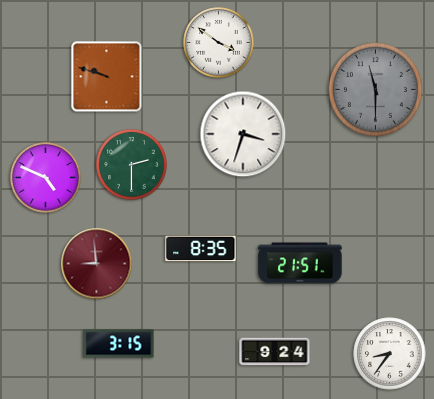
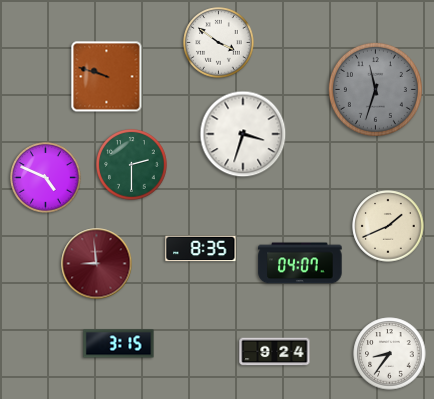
clock at (375, 89): 11:30 -> 11:33
clock at (388, 226): none -> 1:41
clock at (300, 263): 21:51 -> 04:07
